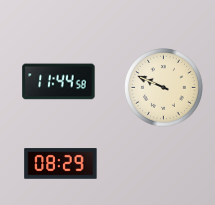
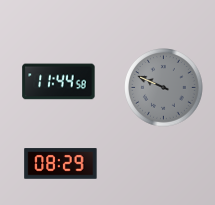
clock at (164, 88) dial: cream -> grey
